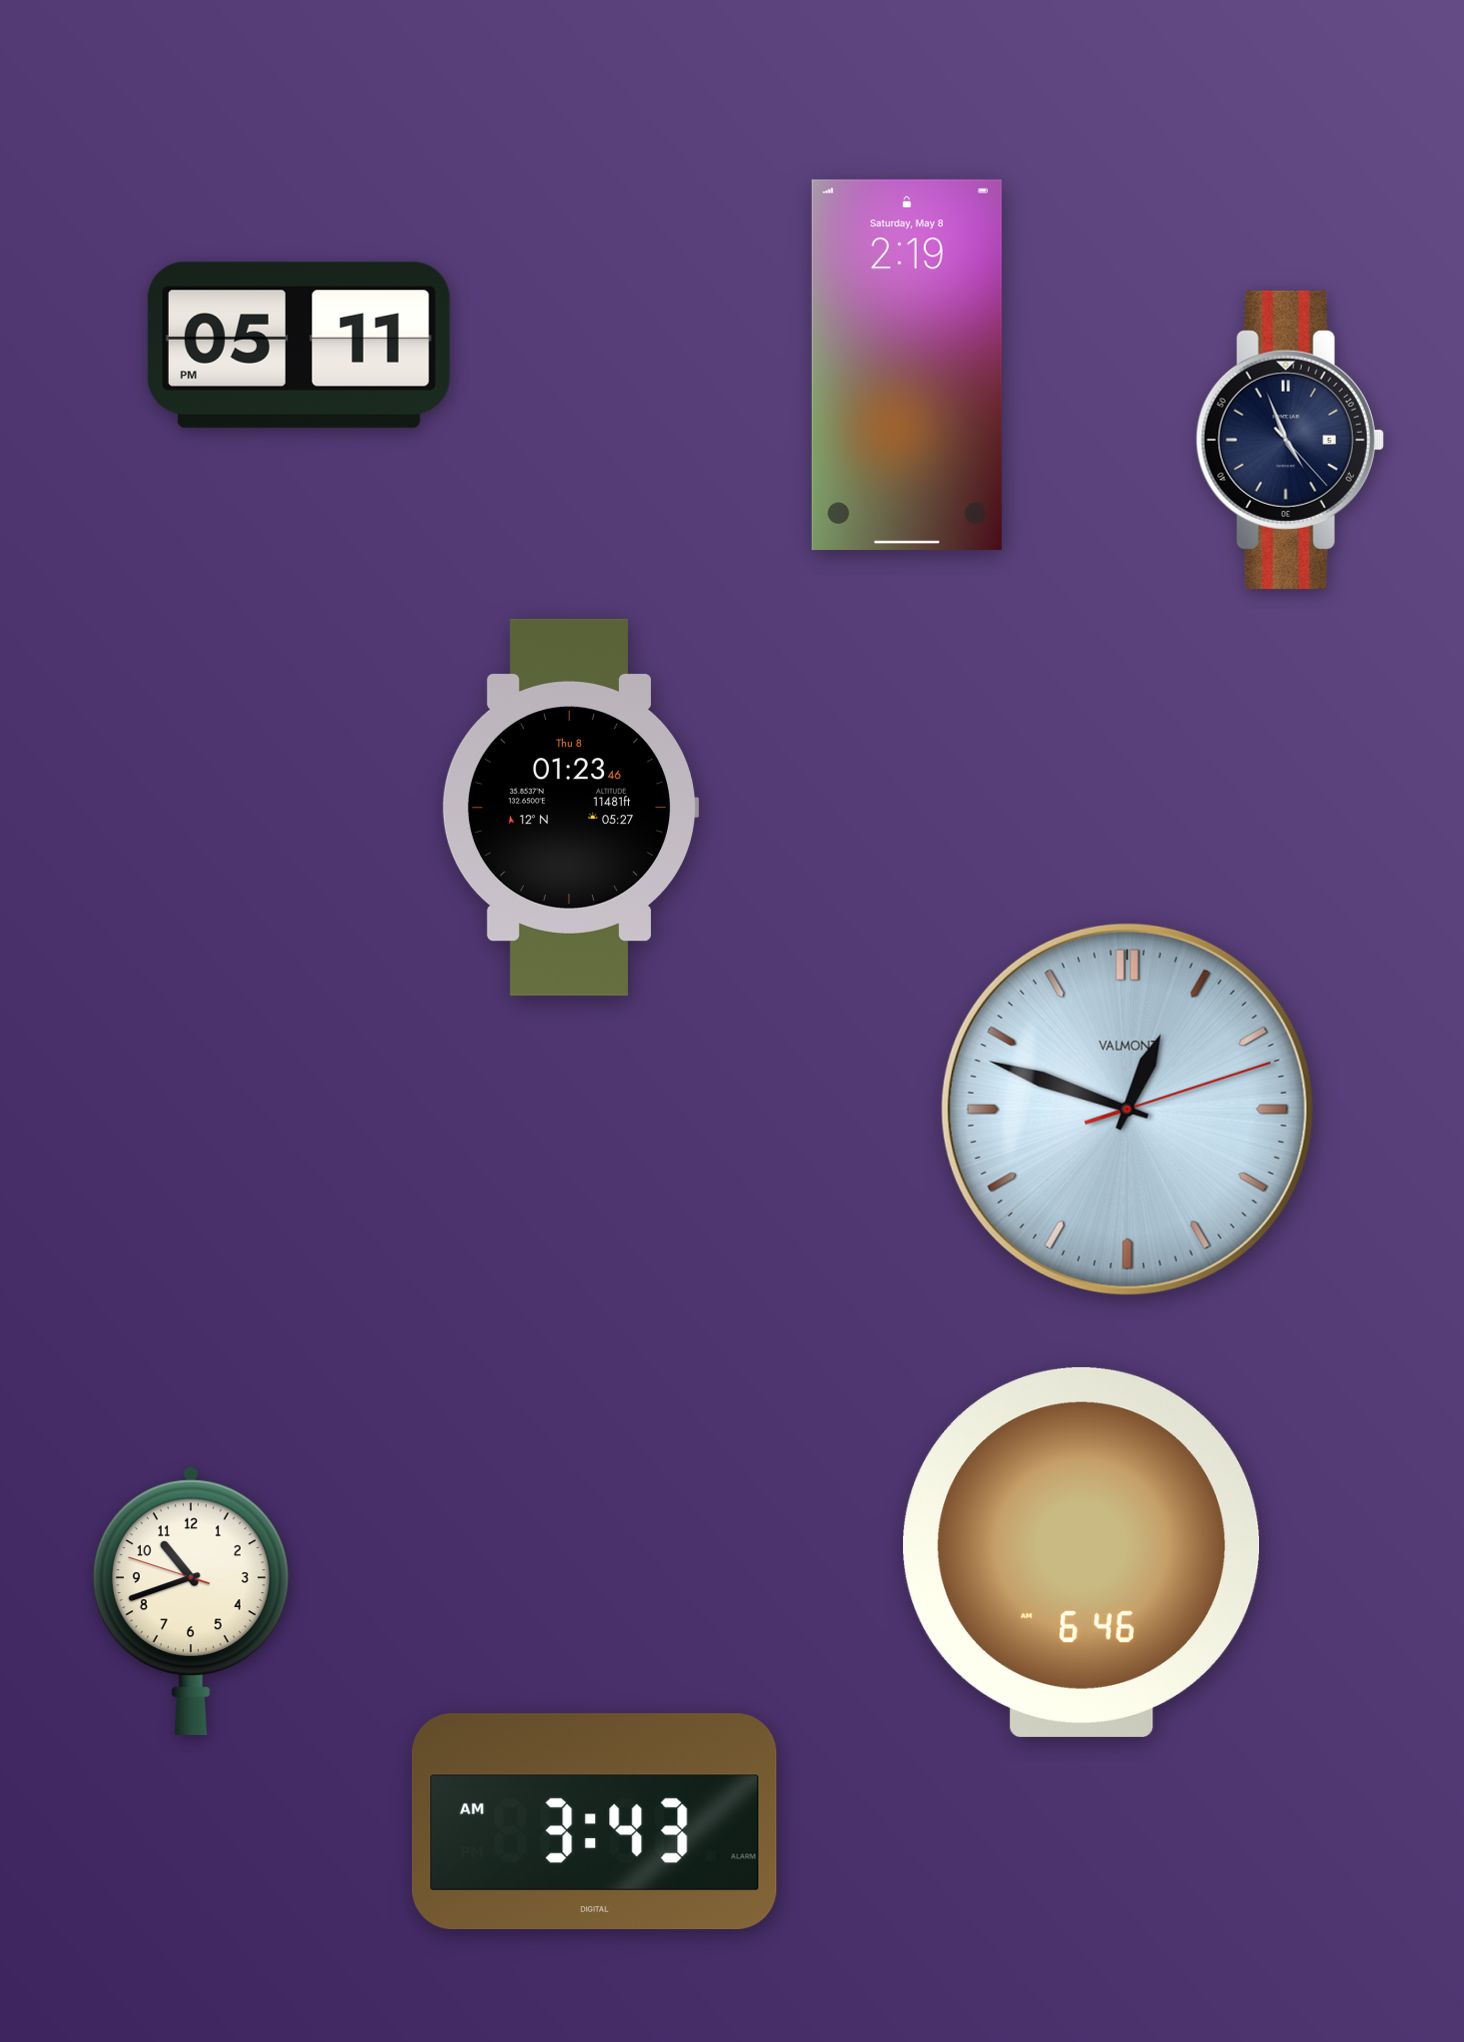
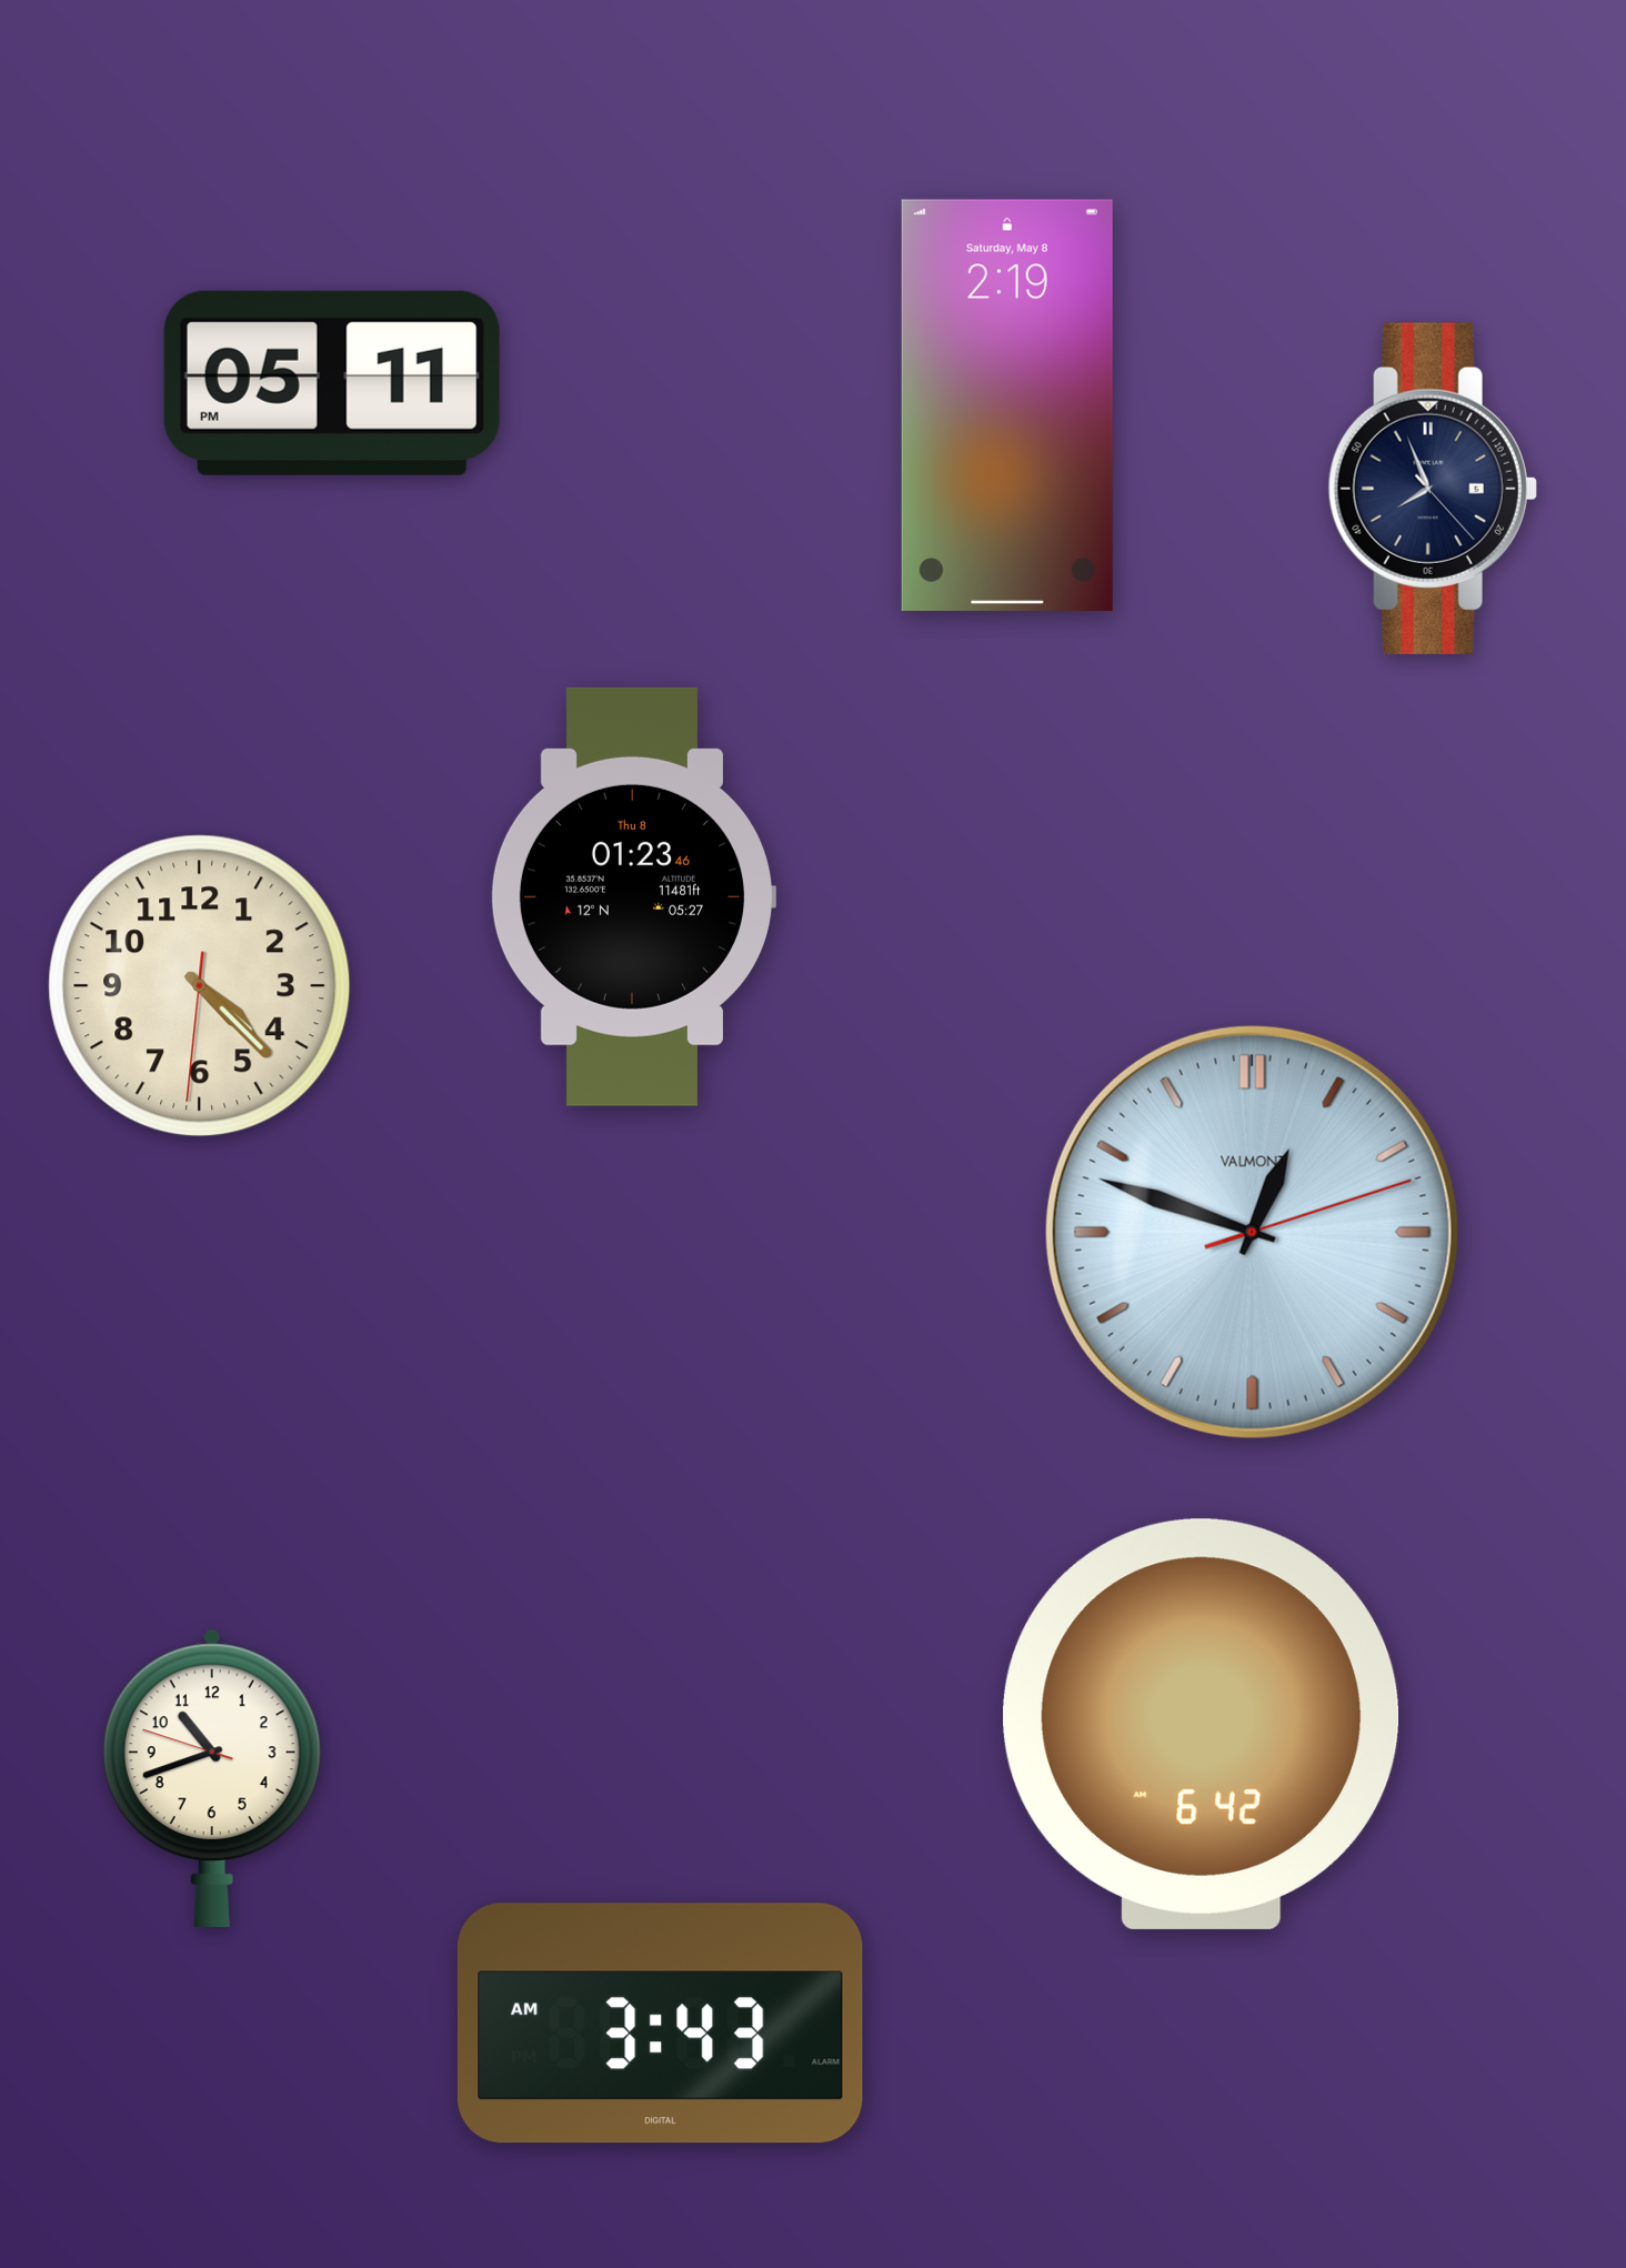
clock at (1290, 440): 4:56 -> 7:56
clock at (200, 986): none -> 4:22
clock at (1082, 1552): 6:46 -> 6:42
